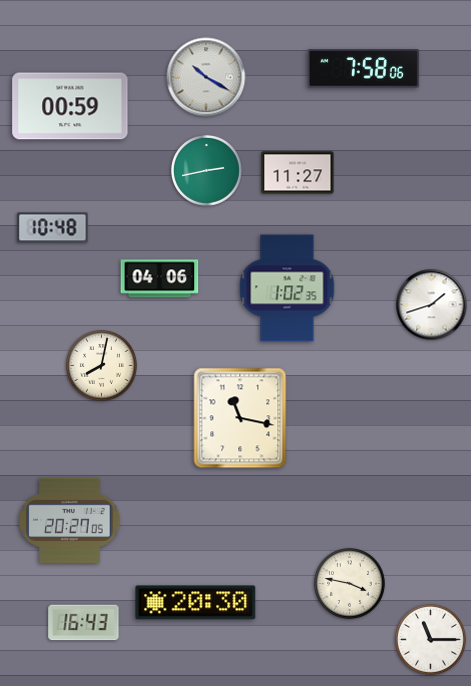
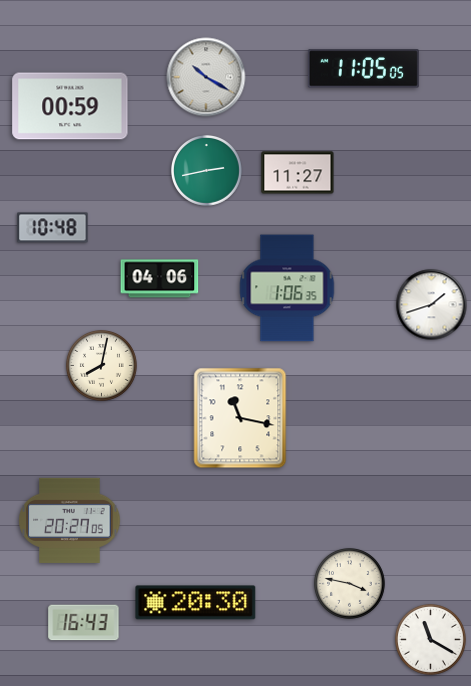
clock at (363, 69): 7:58 -> 11:05
clock at (287, 288): 1:02 -> 1:06
clock at (431, 640): 11:15 -> 11:20
